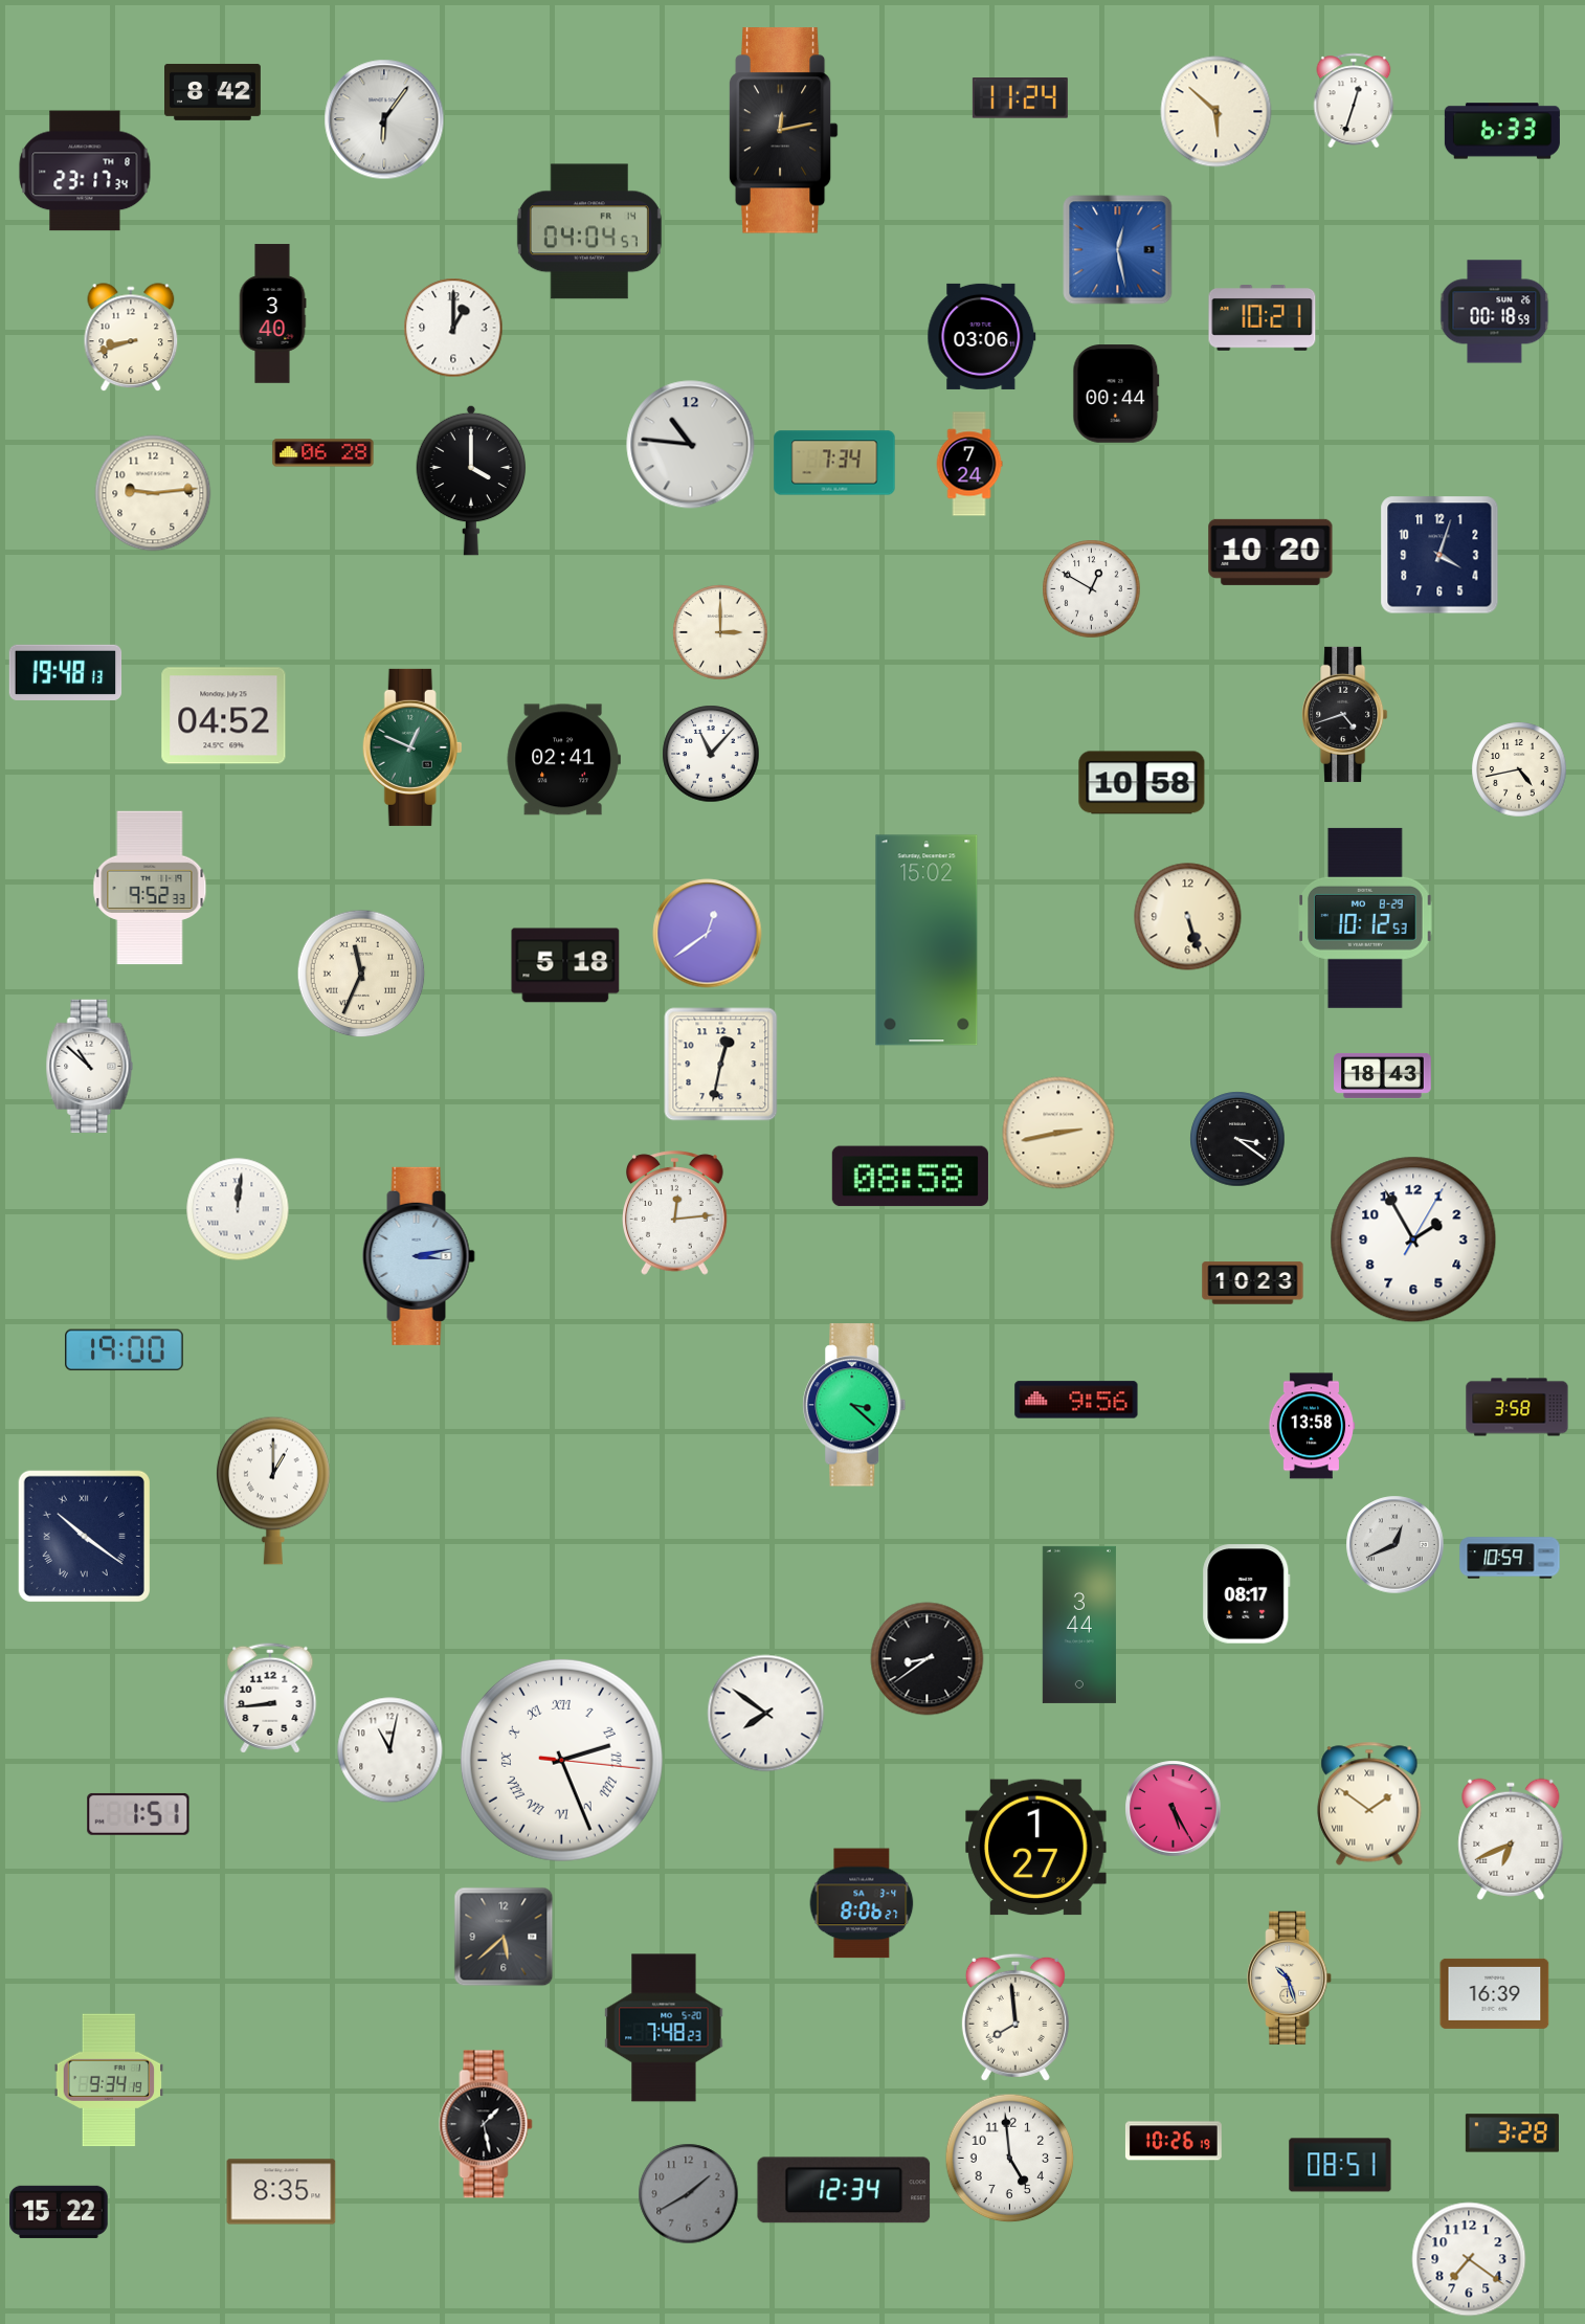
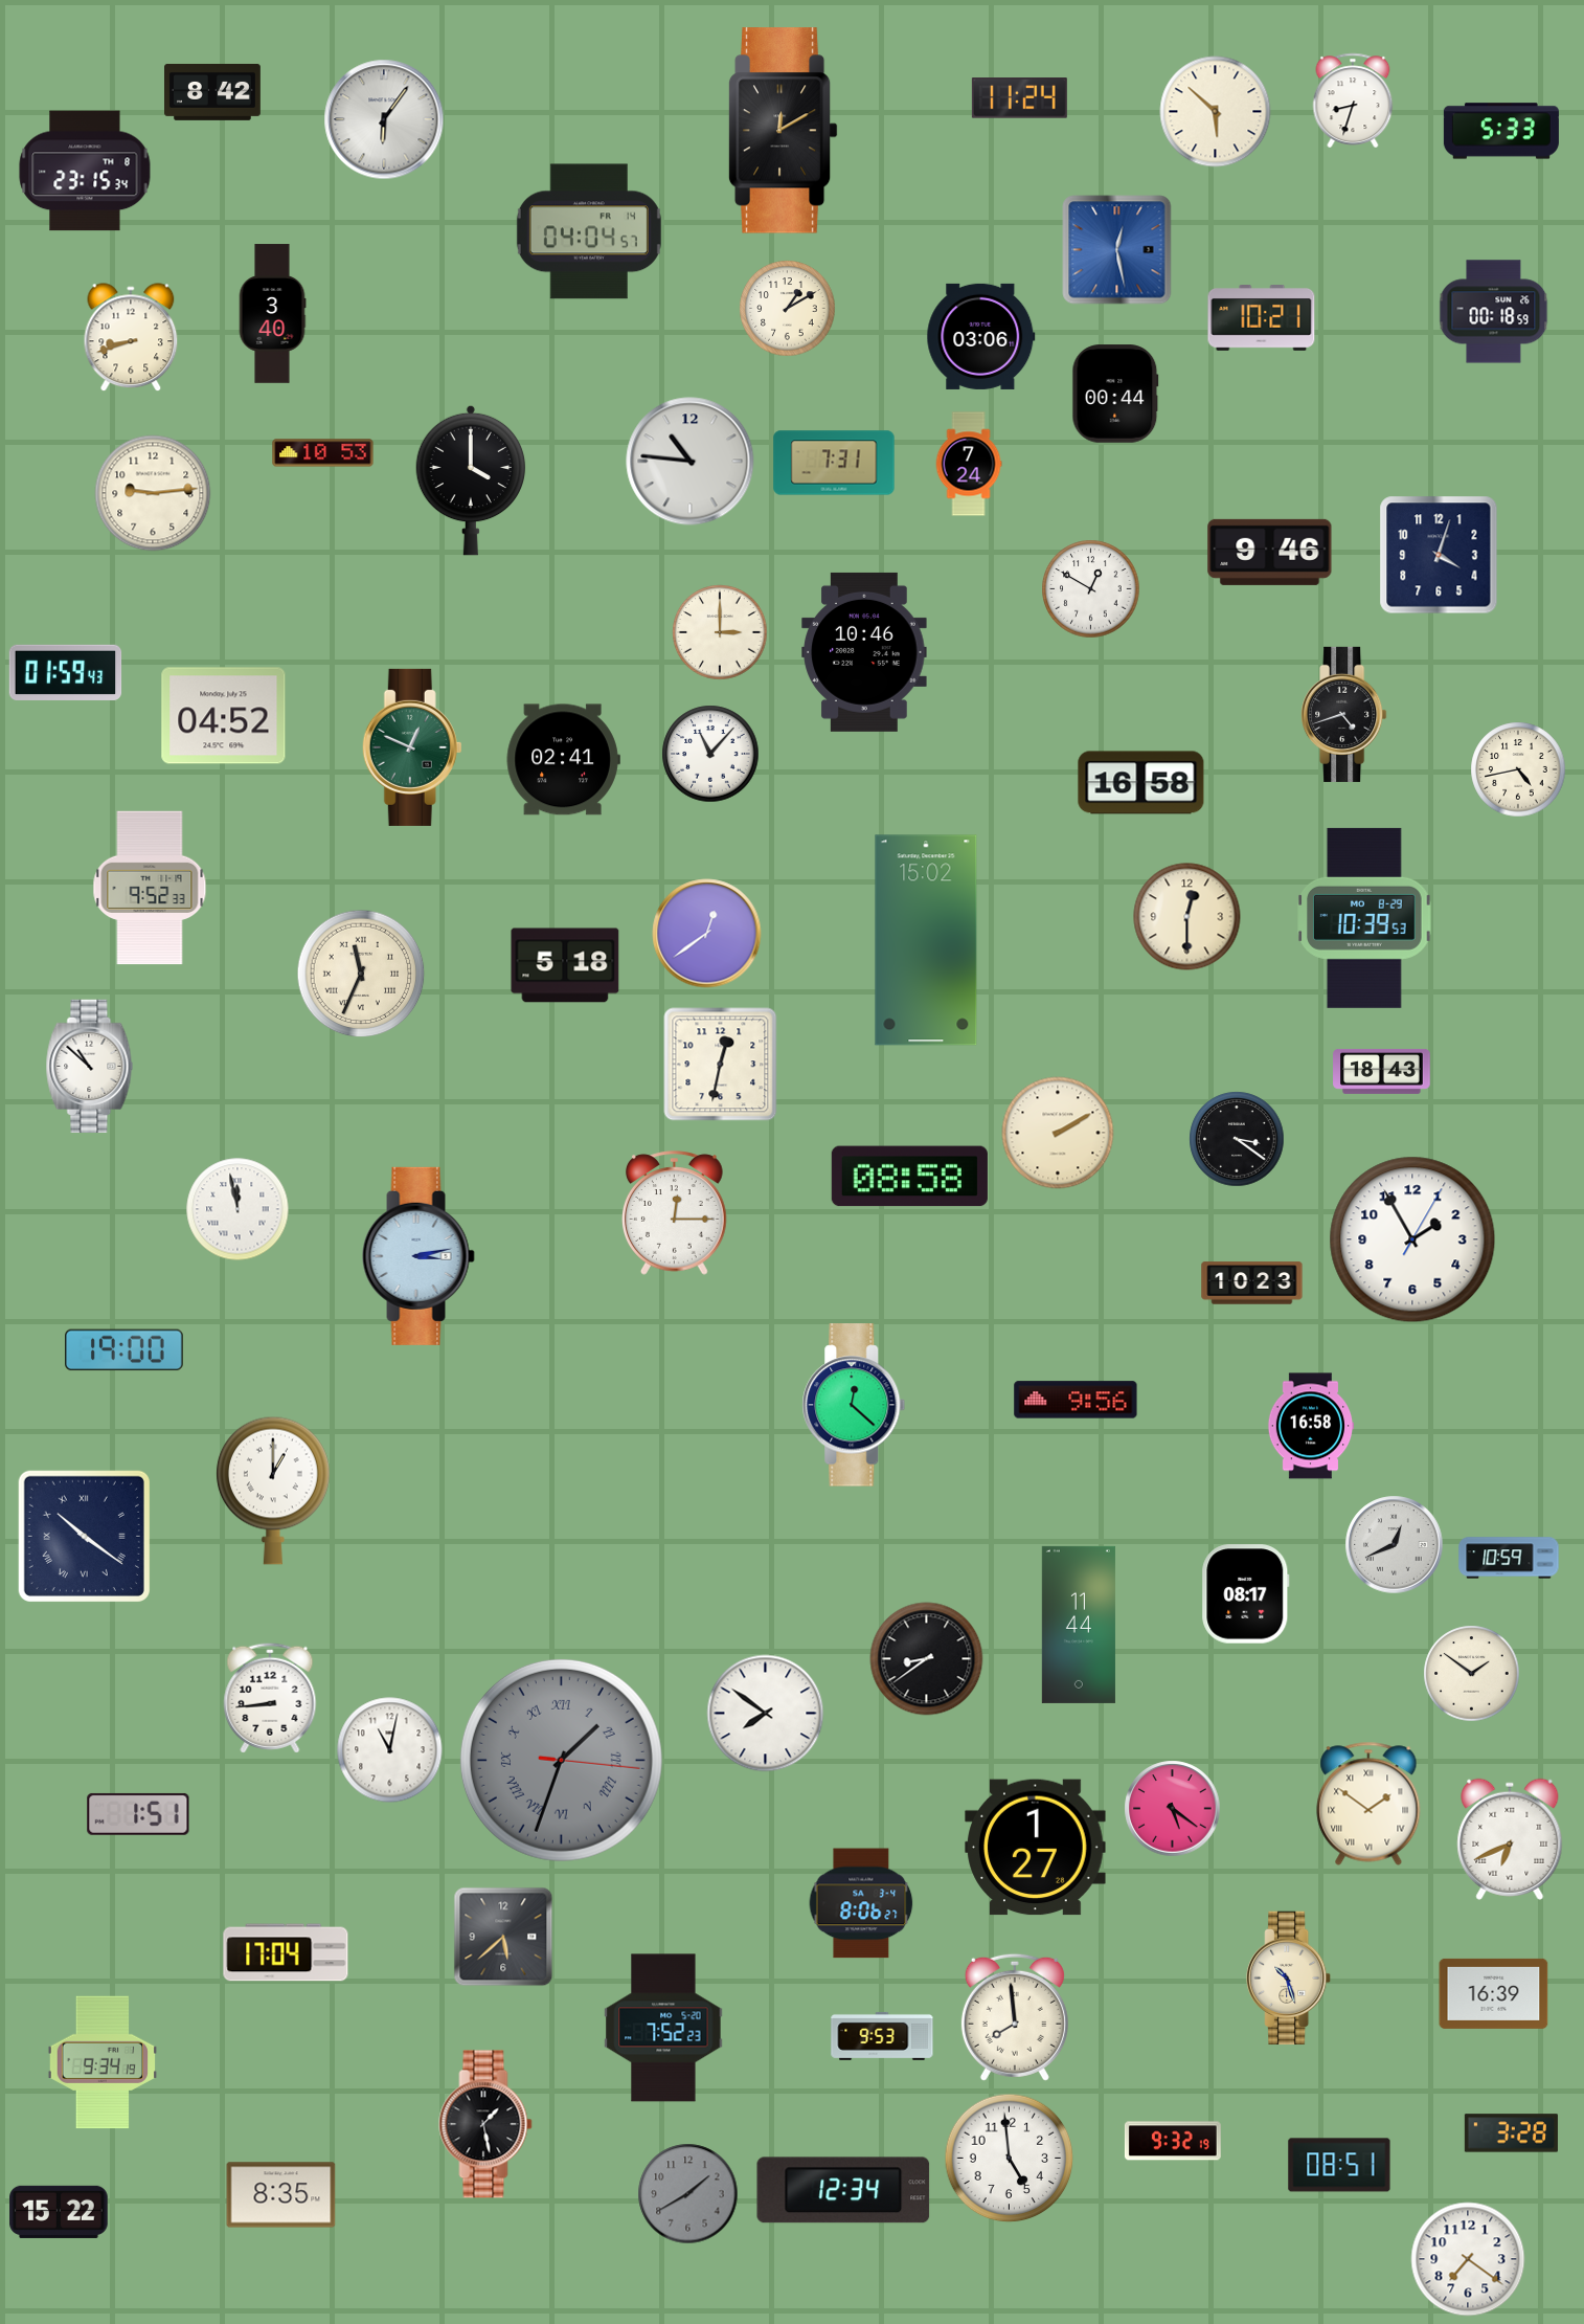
clock at (1354, 99): 12:33 -> 8:33
clock at (783, 131): 12:13 -> 12:10
clock at (1502, 131): 6:33 -> 5:33
clock at (85, 171): 23:17 -> 23:15
clock at (788, 309): none -> 1:10
clock at (453, 328): 1:00 -> none
clock at (691, 445) position: (691, 445) -> (691, 462)
clock at (323, 453): 06:28 -> 10:53
clock at (834, 463): 7:34 -> 7:31
clock at (1271, 552): 10:20 -> 9:46
clock at (864, 652): none -> 10:46
clock at (66, 672): 19:48 -> 01:59
clock at (1142, 783): 10:58 -> 16:58
clock at (1188, 917): 5:27 -> 12:30
clock at (1365, 918): 10:12 -> 10:39
clock at (1383, 1075) position: (1383, 1075) -> (1382, 1071)
clock at (1058, 1133): 2:43 -> 2:10
clock at (238, 1209): 12:01 -> 11:58
clock at (675, 1213): 12:14 -> 12:15
clock at (854, 1405): 3:22 -> 12:22
clock at (1517, 1407): 3:58 -> none
clock at (1312, 1426): 13:58 -> 16:58
clock at (1079, 1625): 3:44 -> 11:44
clock at (1472, 1674): none -> 1:51
clock at (561, 1760): 2:26 -> 1:33
clock at (561, 1760) dial: white -> grey
clock at (1174, 1809): 5:25 -> 5:21
clock at (286, 1952): none -> 17:04
clock at (664, 2028): 7:48 -> 7:52
clock at (882, 2036): none -> 9:53
clock at (109, 2080) position: (109, 2080) -> (103, 2062)
clock at (1174, 2141): 10:26 -> 9:32
clock at (282, 2192) position: (282, 2192) -> (281, 2195)
